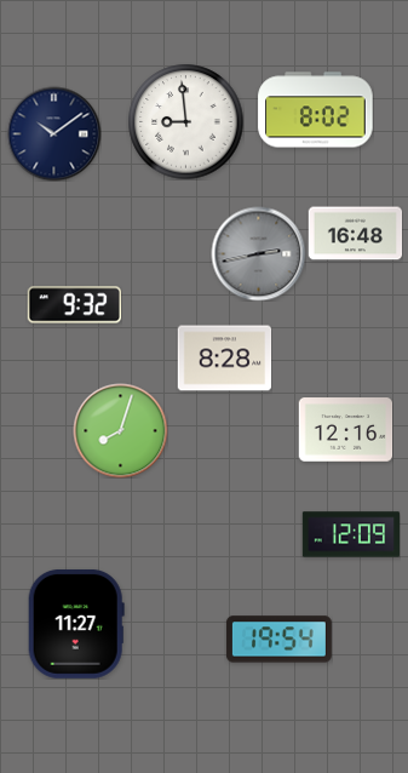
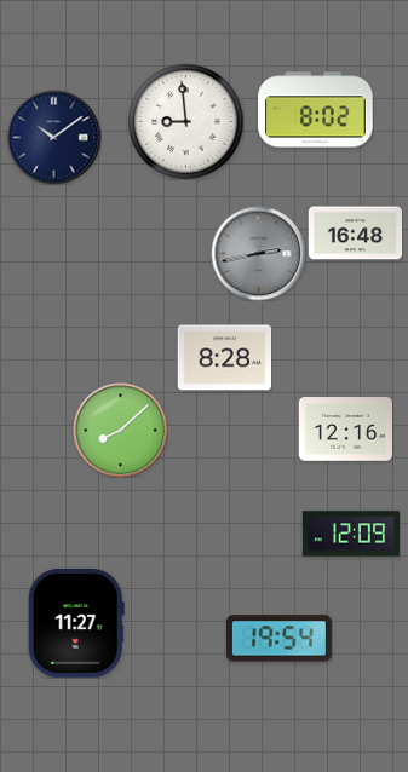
clock at (53, 133) position: (53, 133) -> (53, 137)
clock at (74, 305): 9:32 -> none
clock at (120, 430): 8:03 -> 8:08
